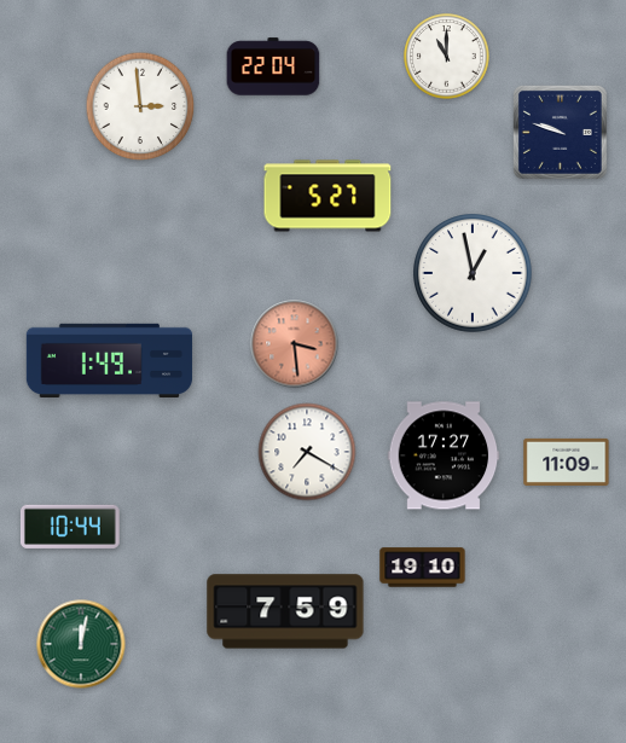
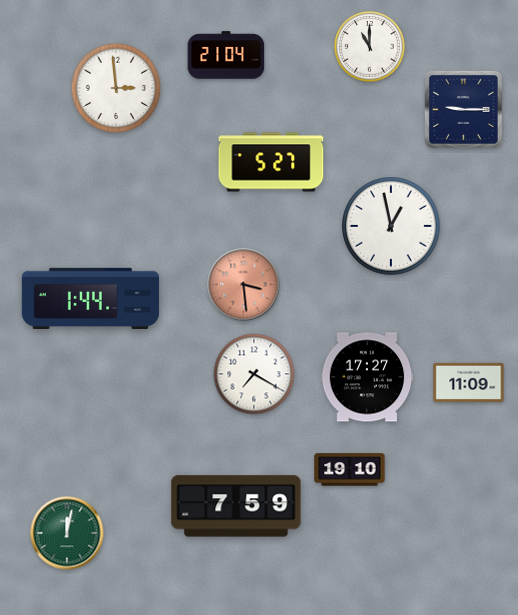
clock at (273, 66): 22:04 -> 21:04
clock at (560, 132): 9:48 -> 9:15
clock at (110, 360): 1:49 -> 1:44
clock at (70, 527): 10:44 -> none
